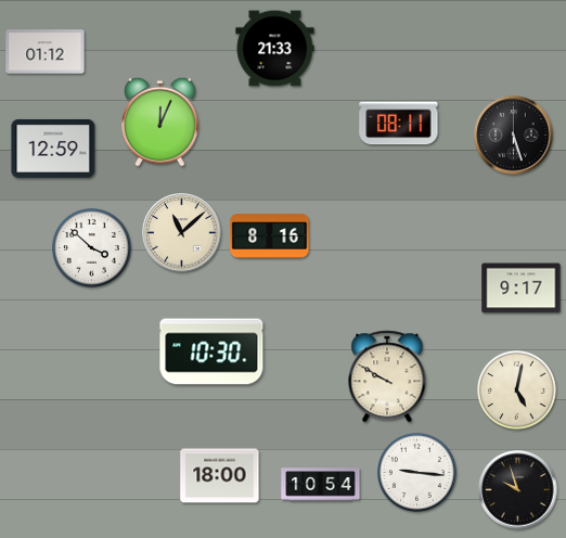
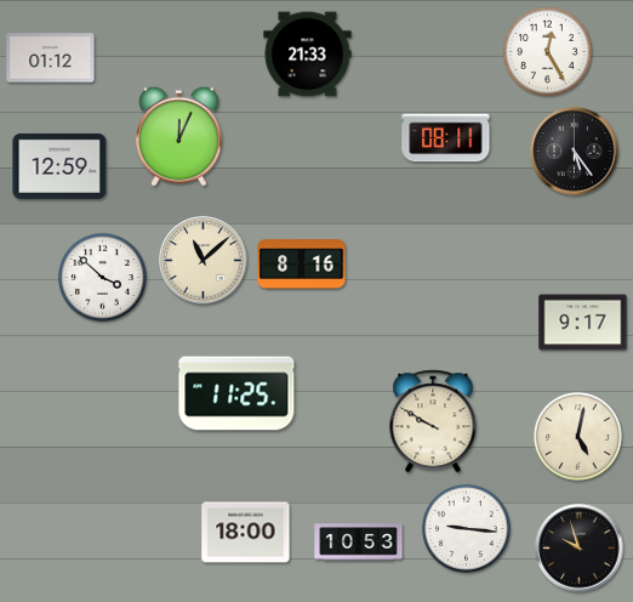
clock at (547, 51): none -> 12:25
clock at (514, 136): 5:27 -> 5:24
clock at (211, 351): 10:30 -> 11:25
clock at (321, 485): 10:54 -> 10:53
